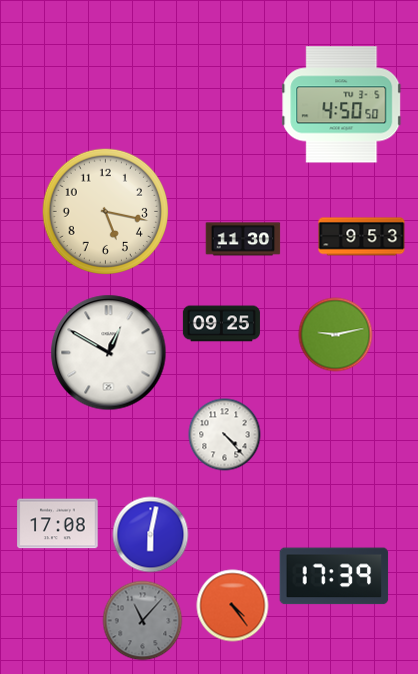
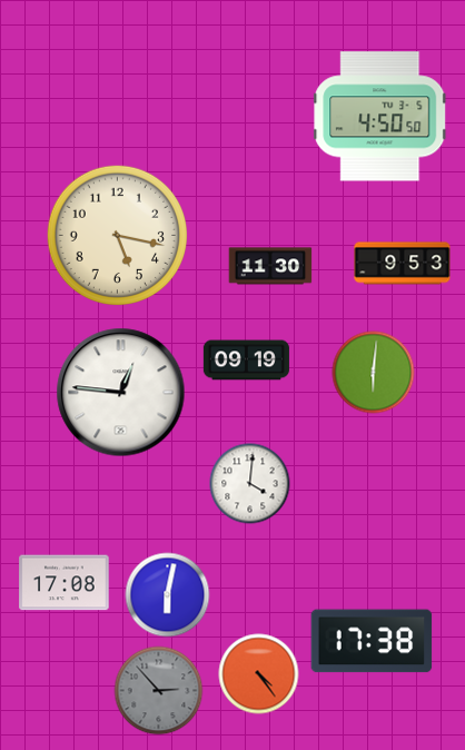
clock at (221, 324): 09:25 -> 09:19
clock at (336, 335): 9:13 -> 6:01
clock at (109, 353): 12:50 -> 12:46
clock at (225, 435): 4:23 -> 4:01
clock at (334, 576): 17:39 -> 17:38
clock at (143, 621): 11:07 -> 2:53
